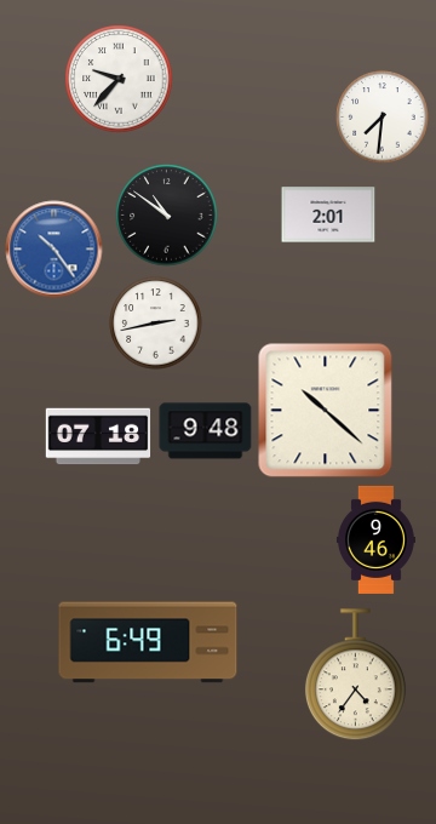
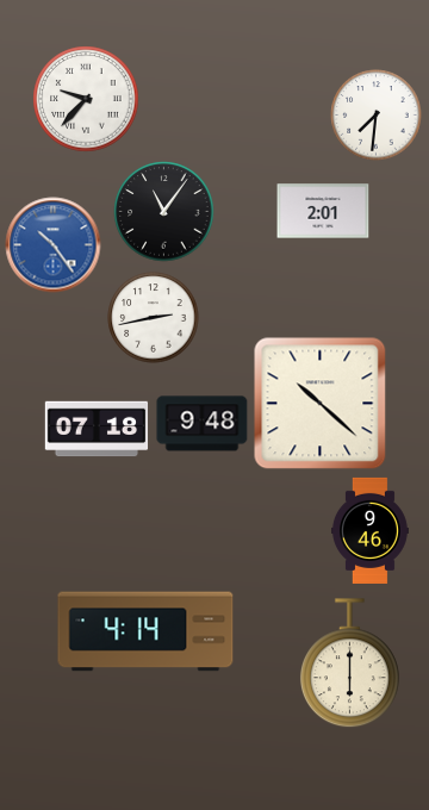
clock at (119, 79) position: (119, 79) -> (86, 99)
clock at (167, 216): 10:51 -> 11:06
clock at (148, 642): 6:49 -> 4:14
clock at (356, 675): 4:36 -> 6:00
